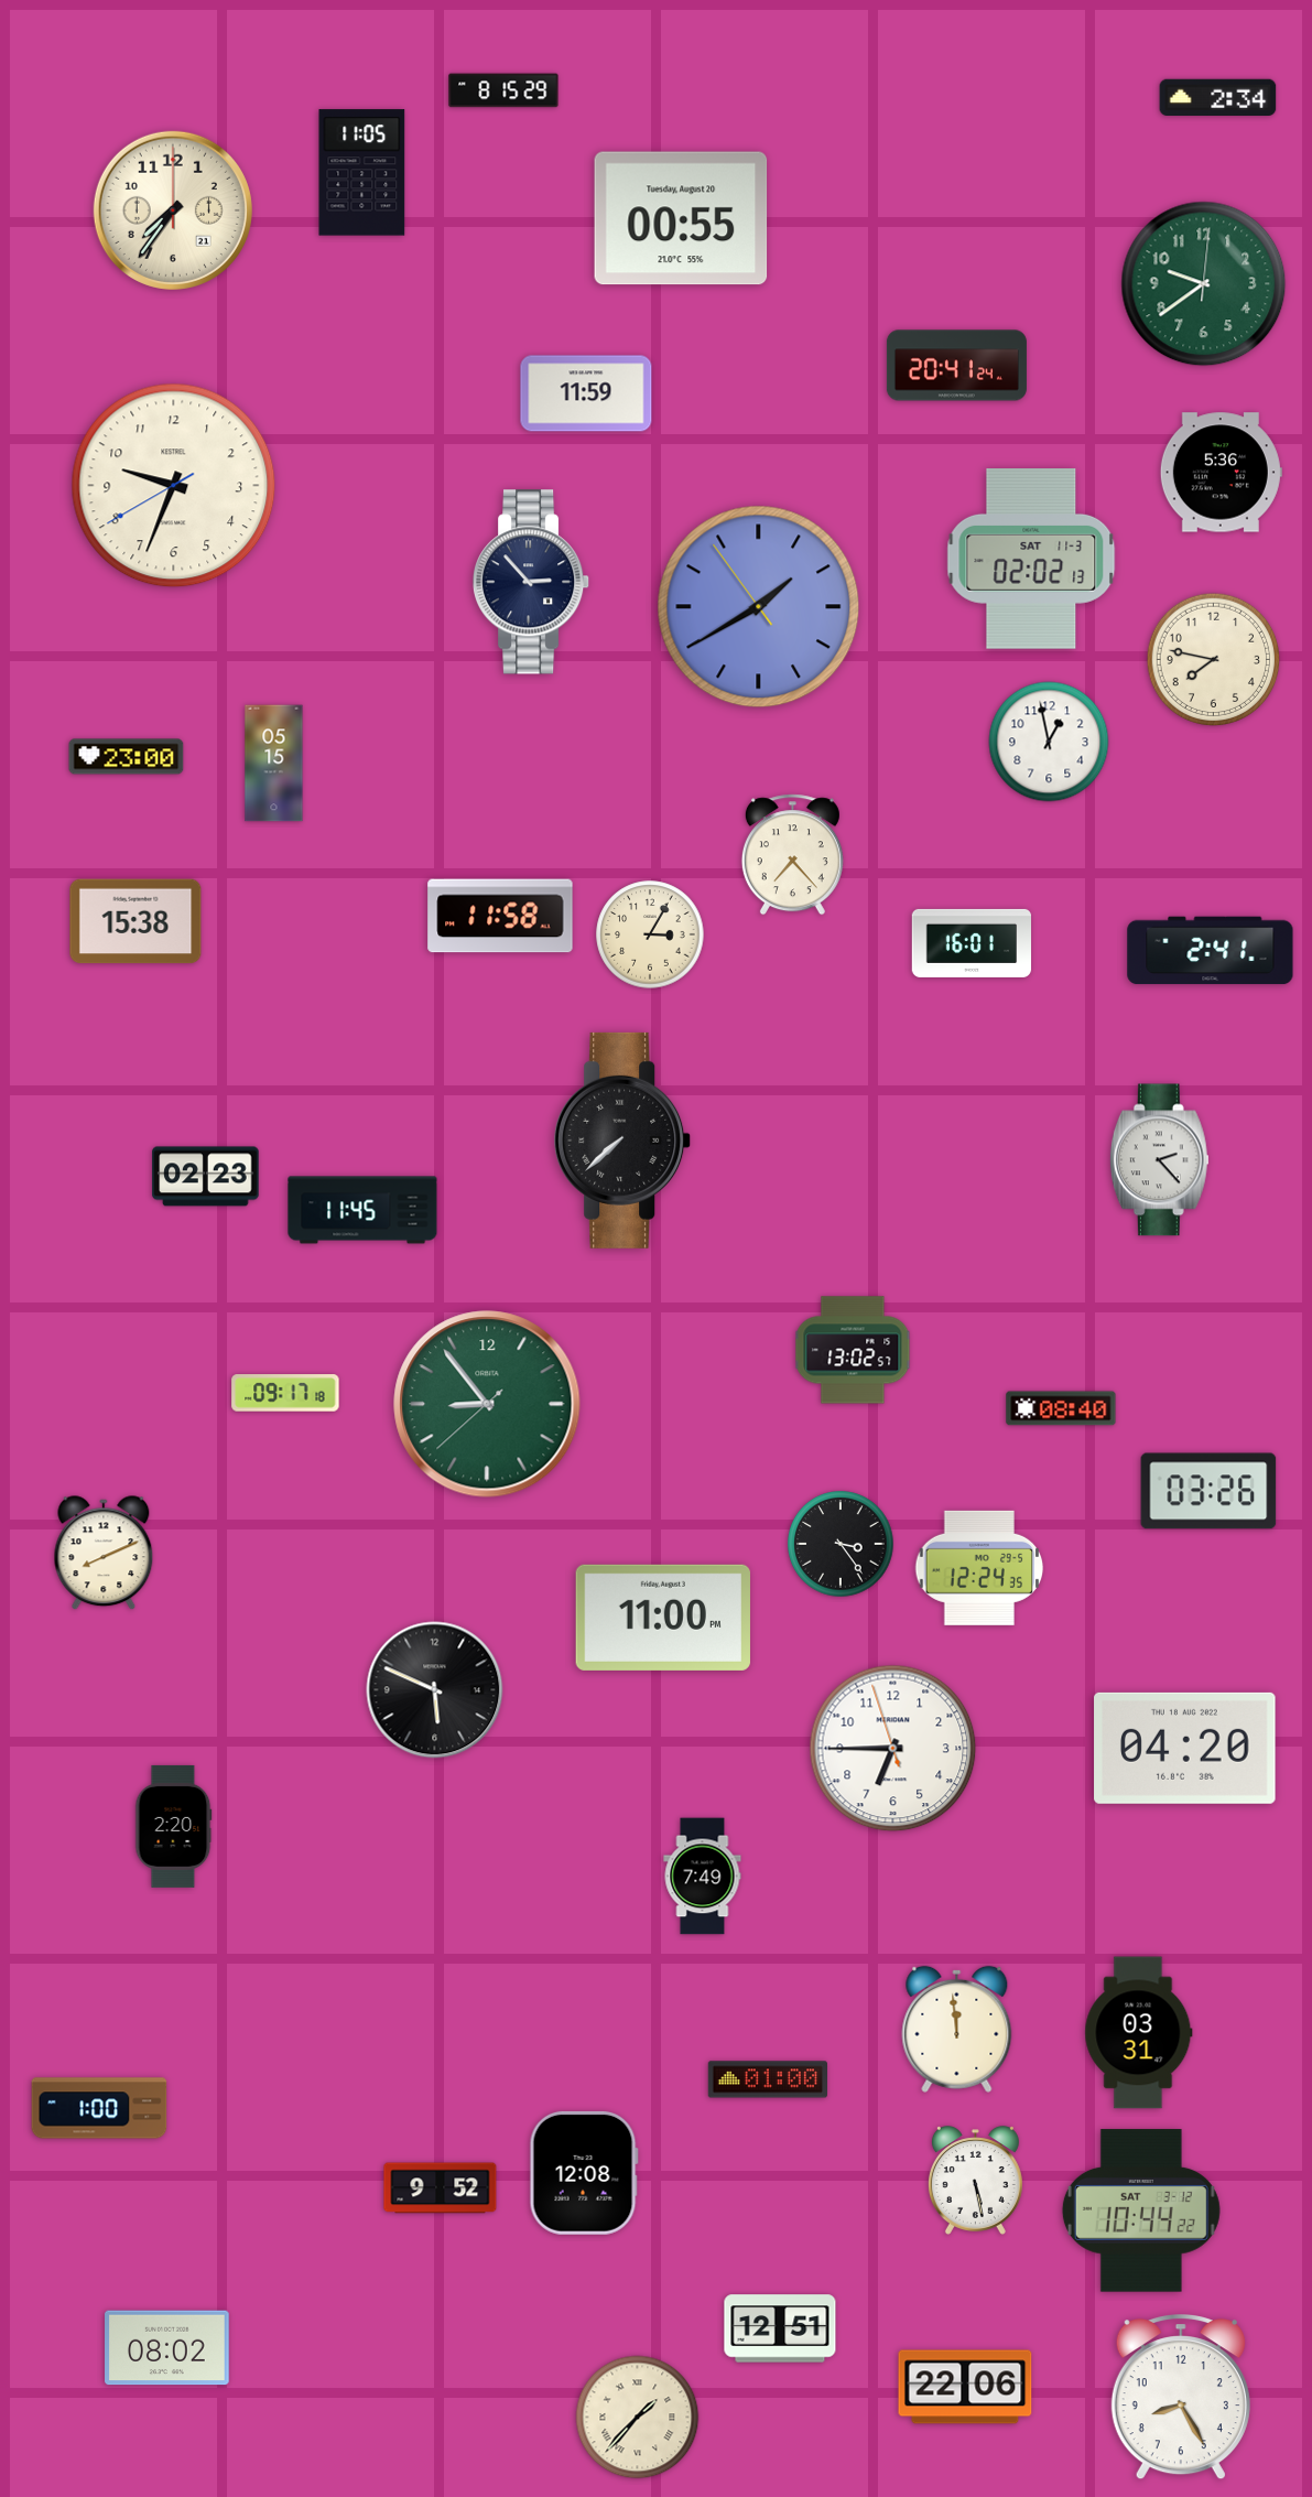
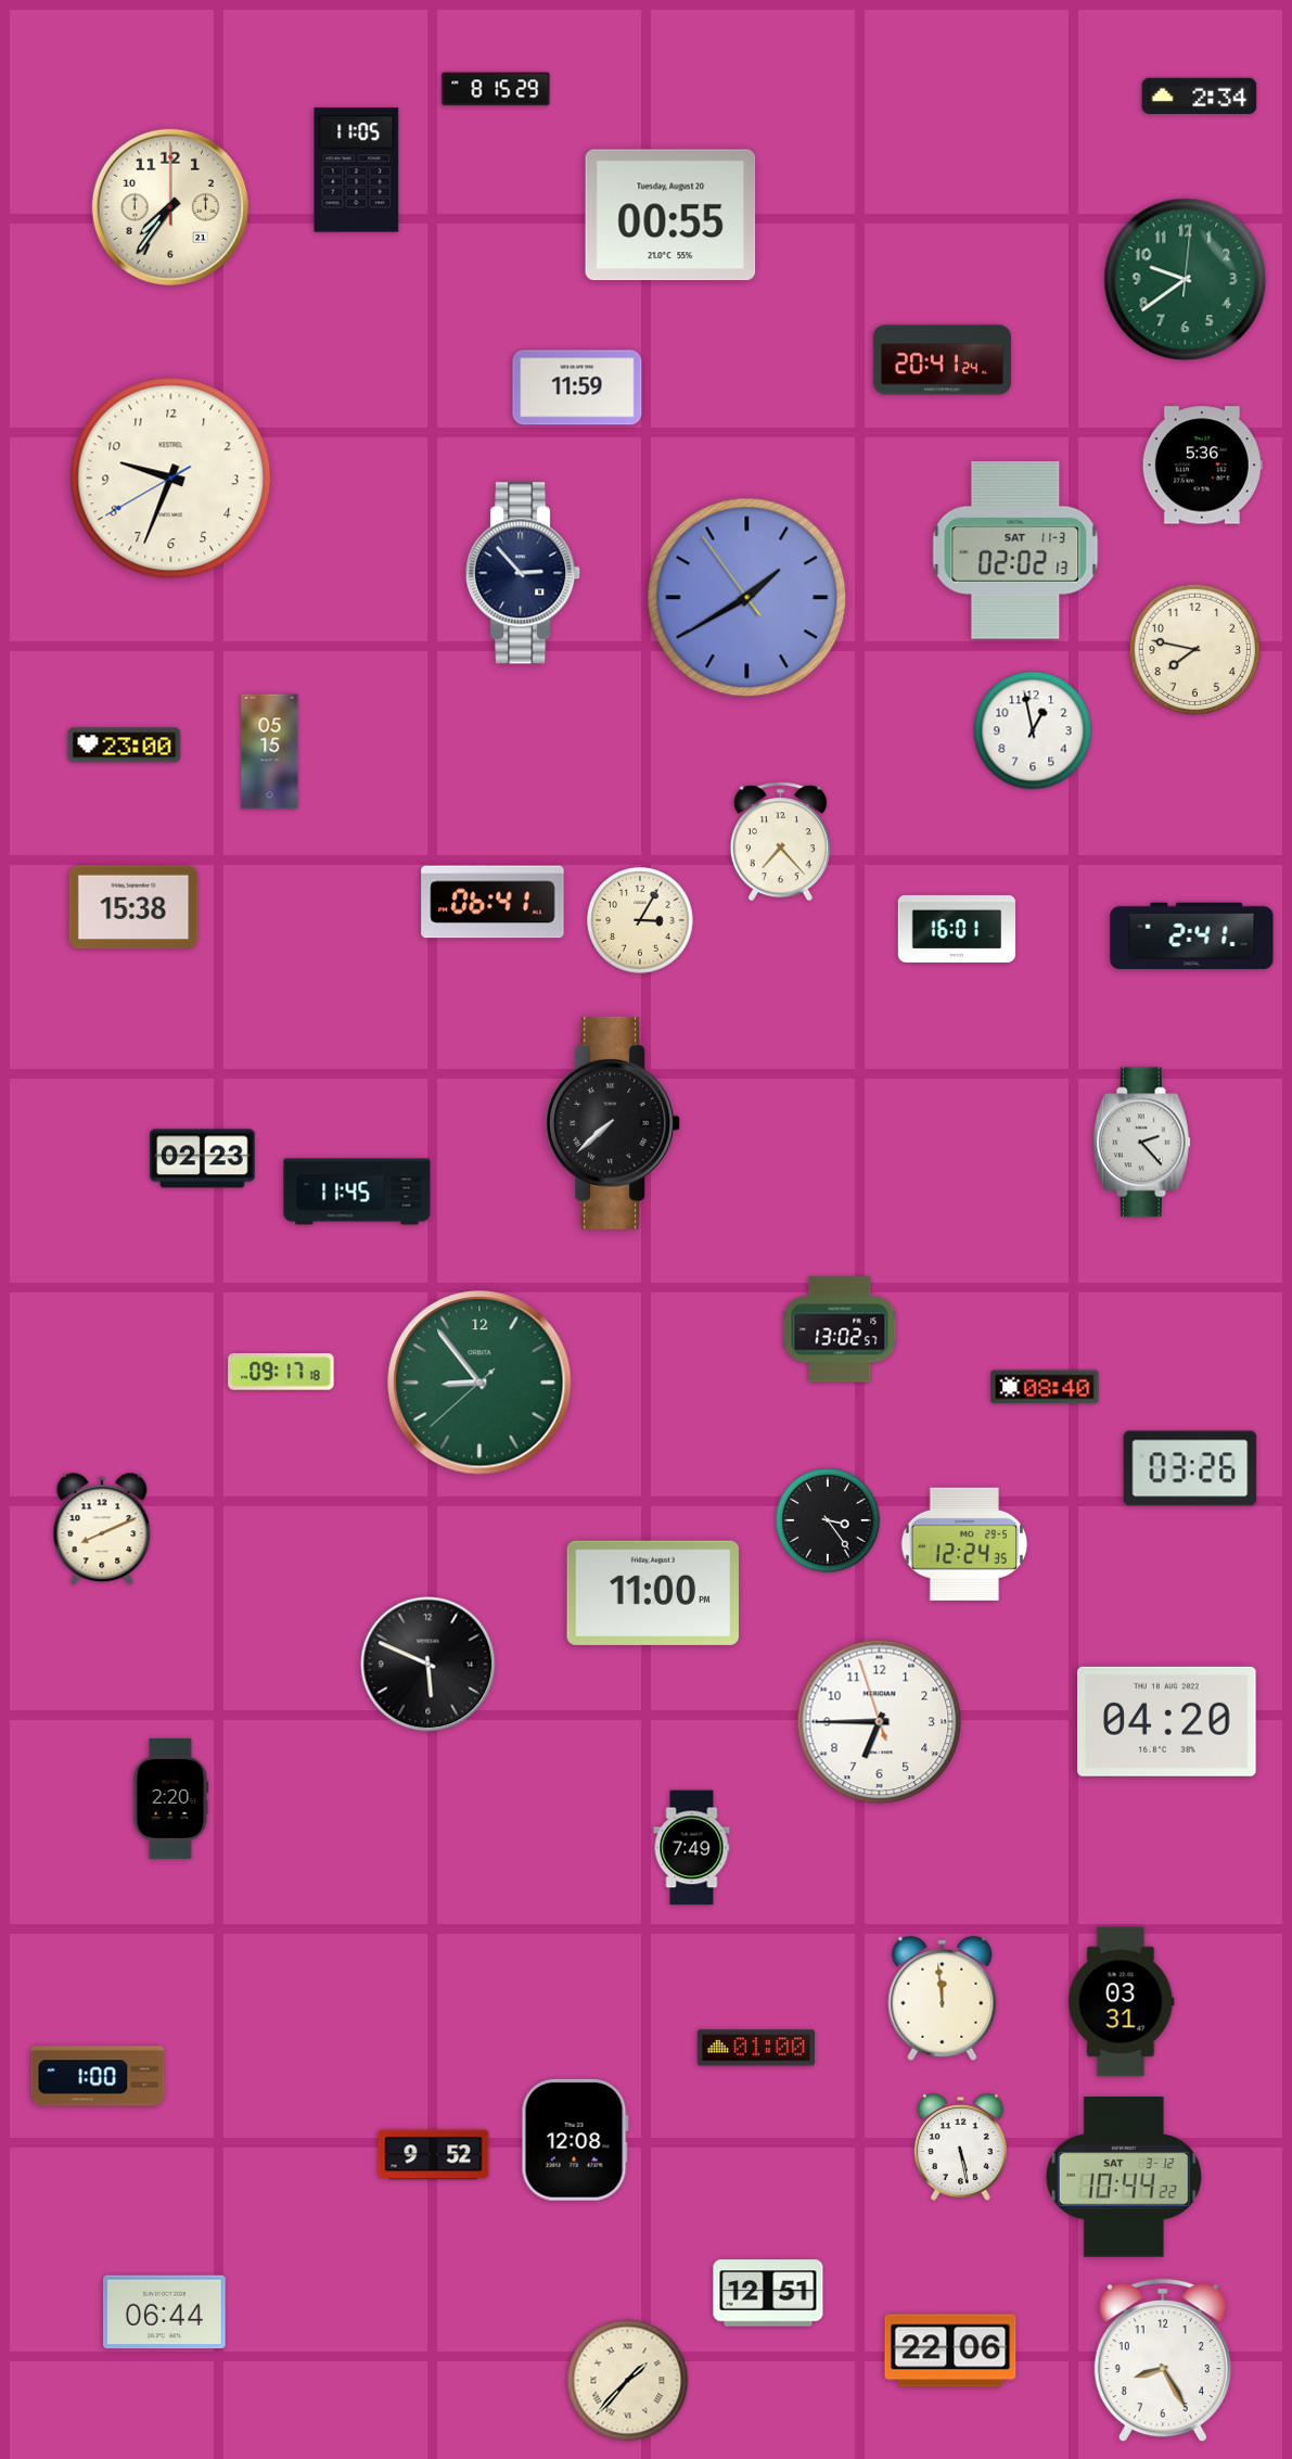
clock at (500, 916): 11:58 -> 06:41
clock at (167, 2348): 08:02 -> 06:44
